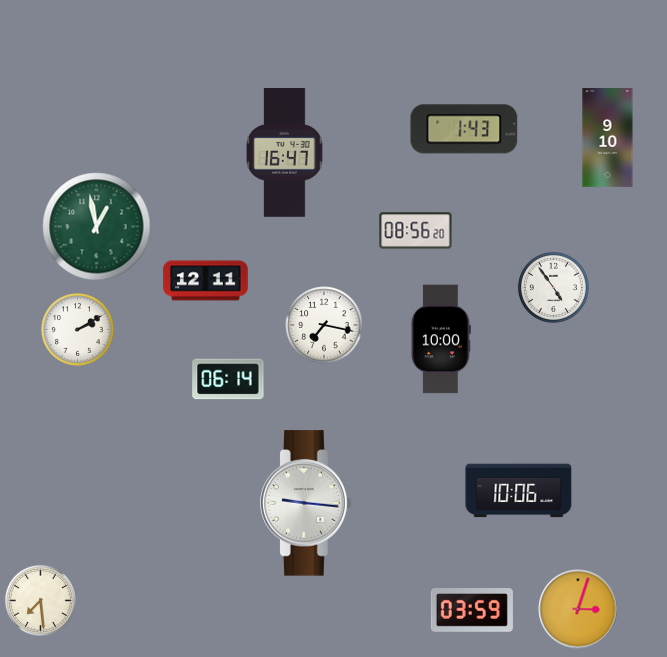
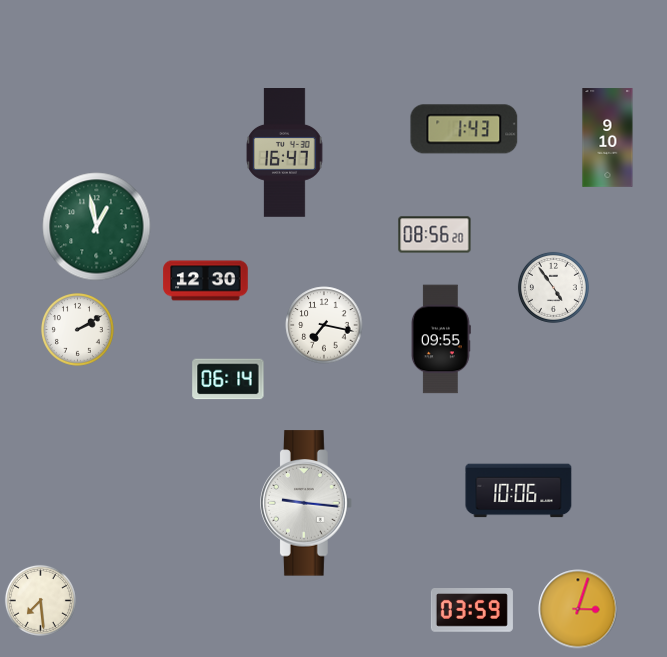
clock at (416, 231) position: (416, 231) -> (435, 235)
clock at (206, 281): 12:11 -> 12:30
clock at (441, 339): 10:00 -> 09:55
